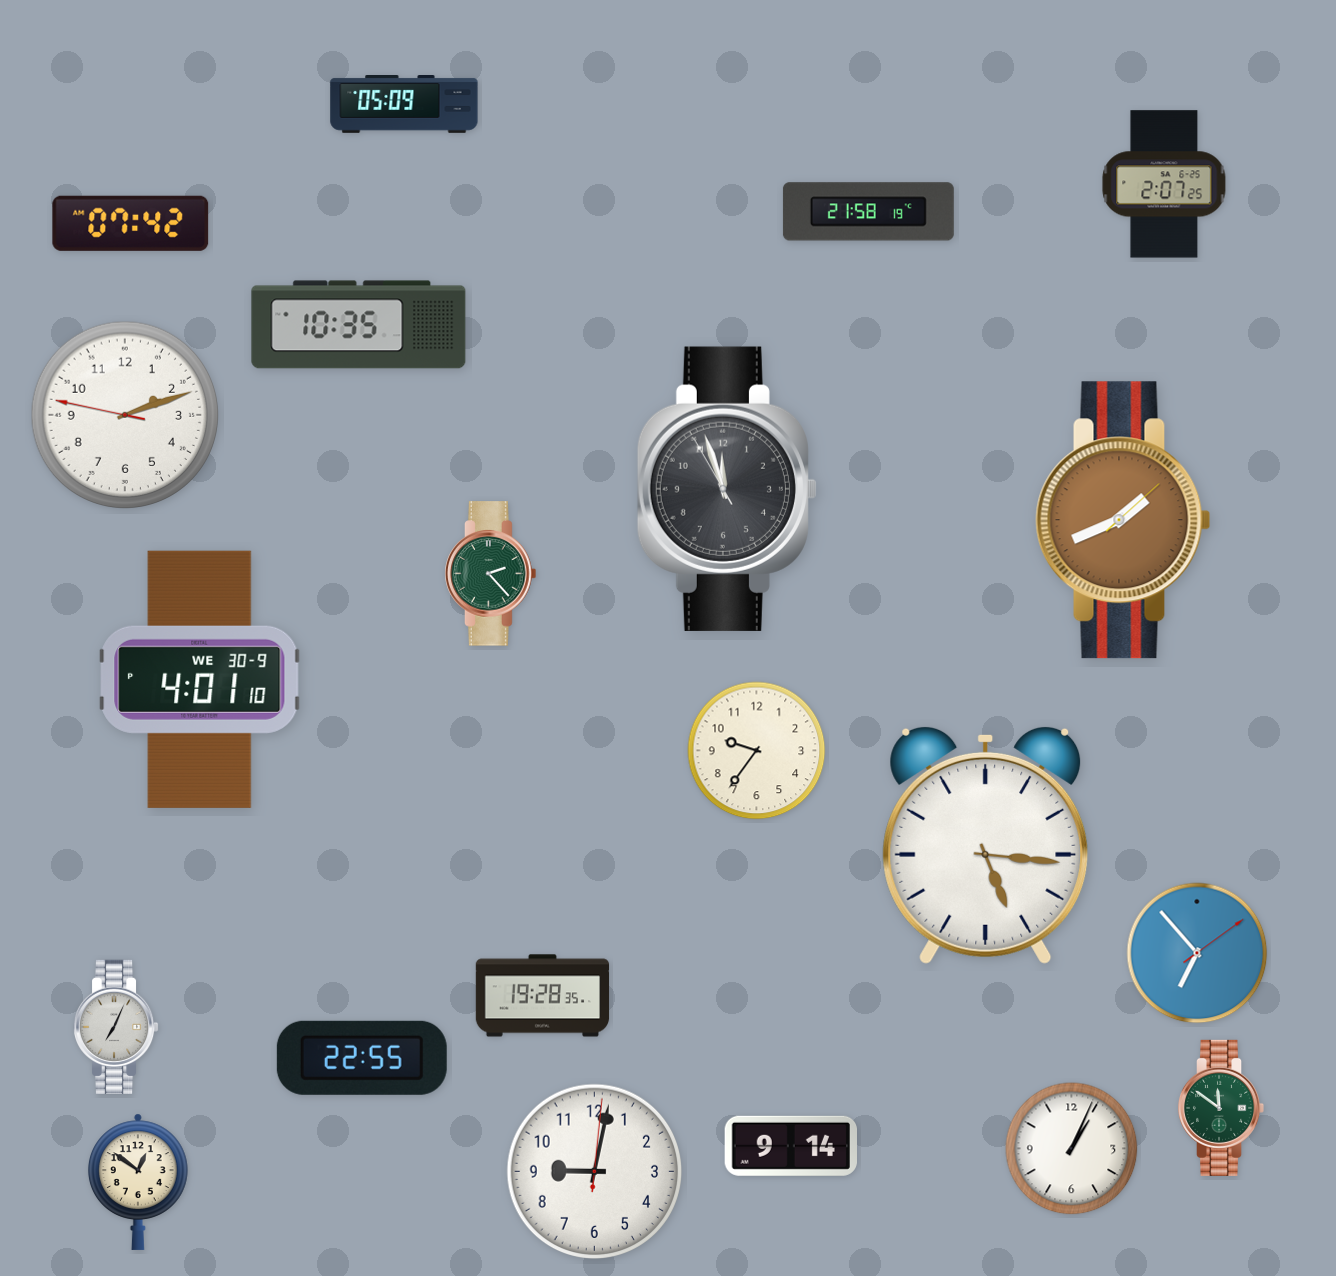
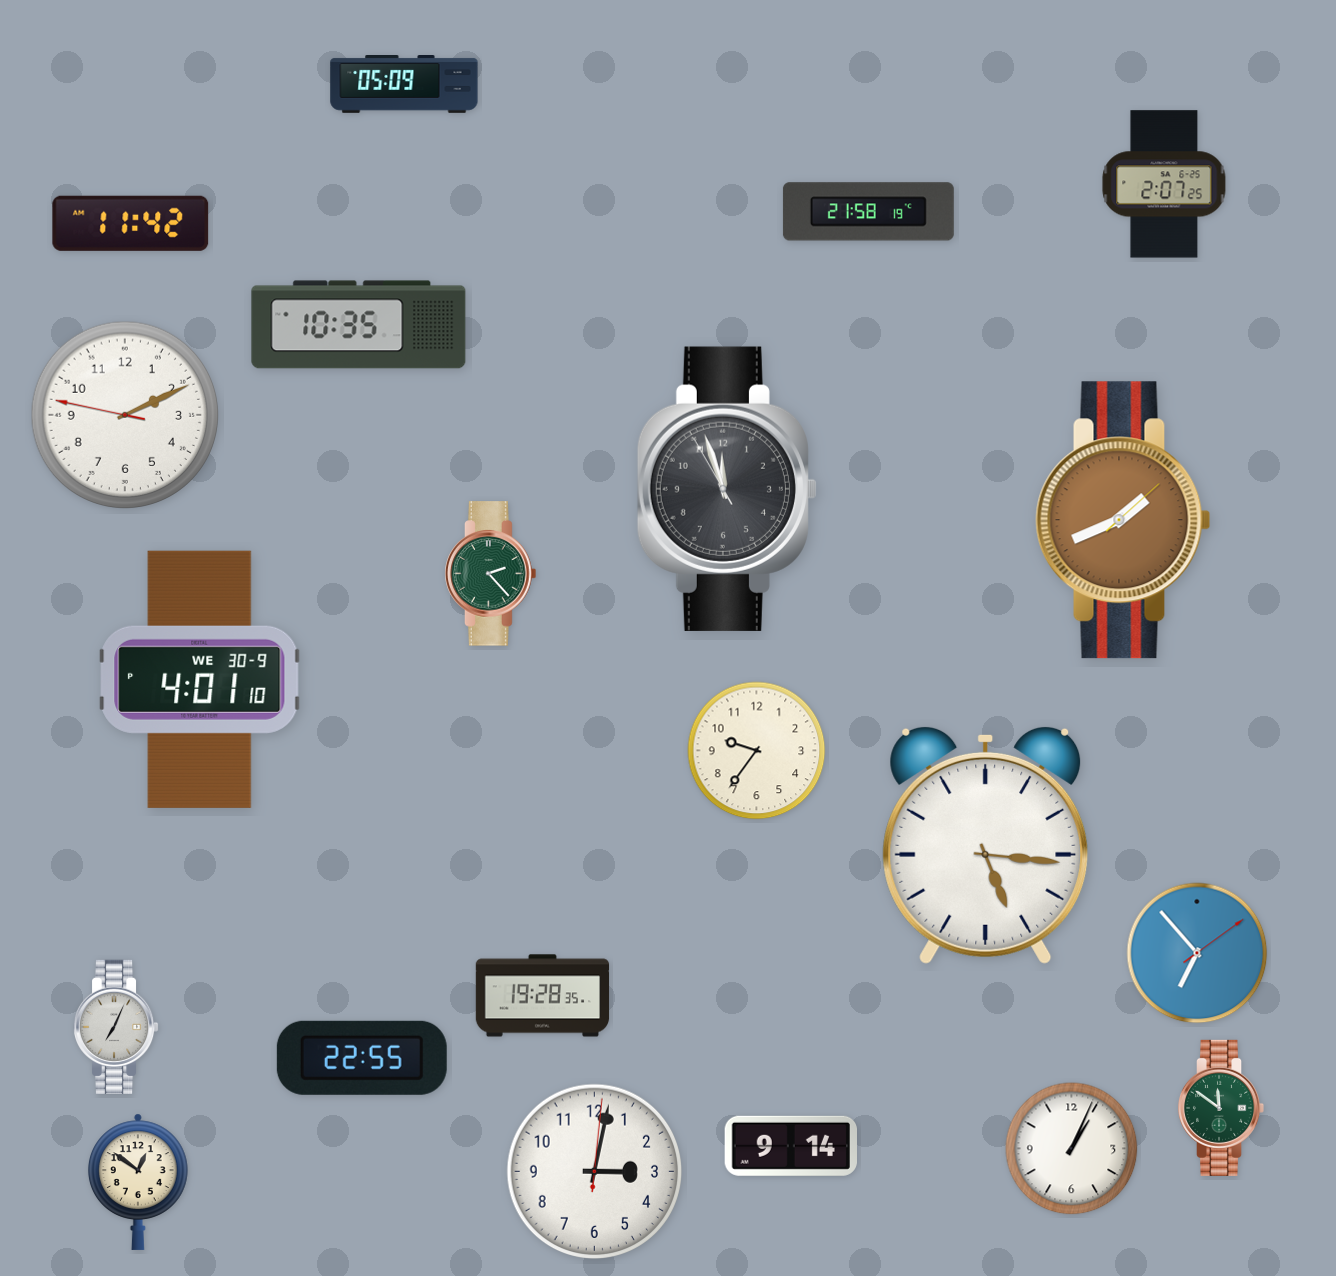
clock at (404, 105) position: (404, 105) -> (404, 85)
clock at (131, 223): 07:42 -> 11:42
clock at (124, 414): 2:11 -> 2:10
clock at (595, 1172): 9:02 -> 3:02
